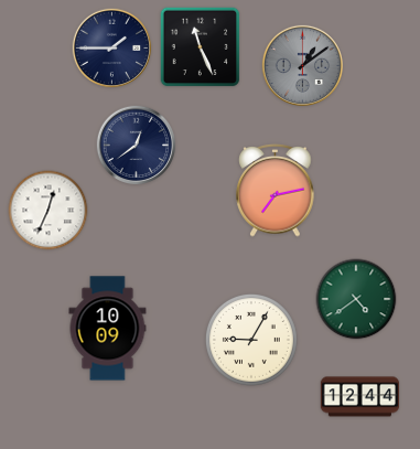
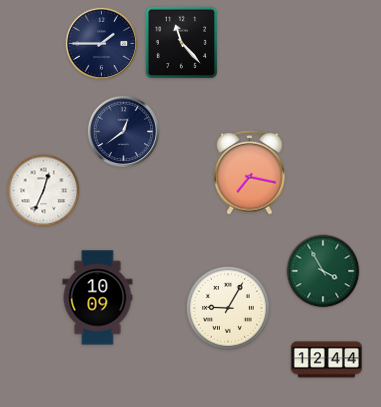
clock at (201, 47): 11:26 -> 11:23
clock at (302, 65): 1:09 -> none
clock at (276, 191): 7:13 -> 7:17
clock at (356, 299): 4:39 -> 3:55
